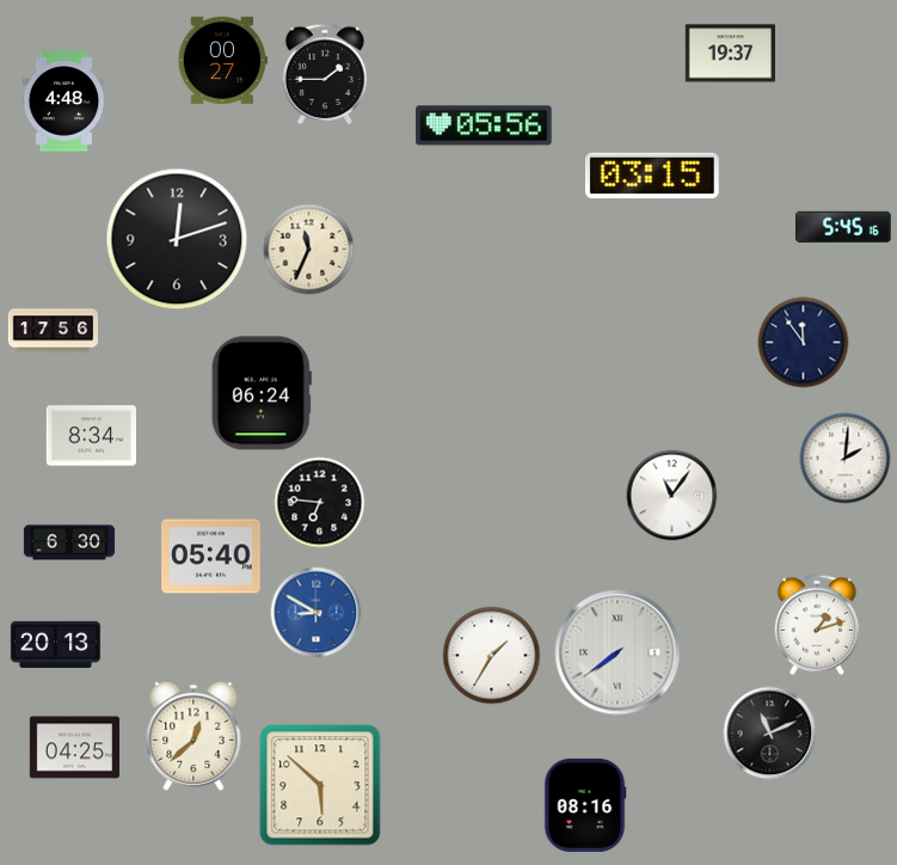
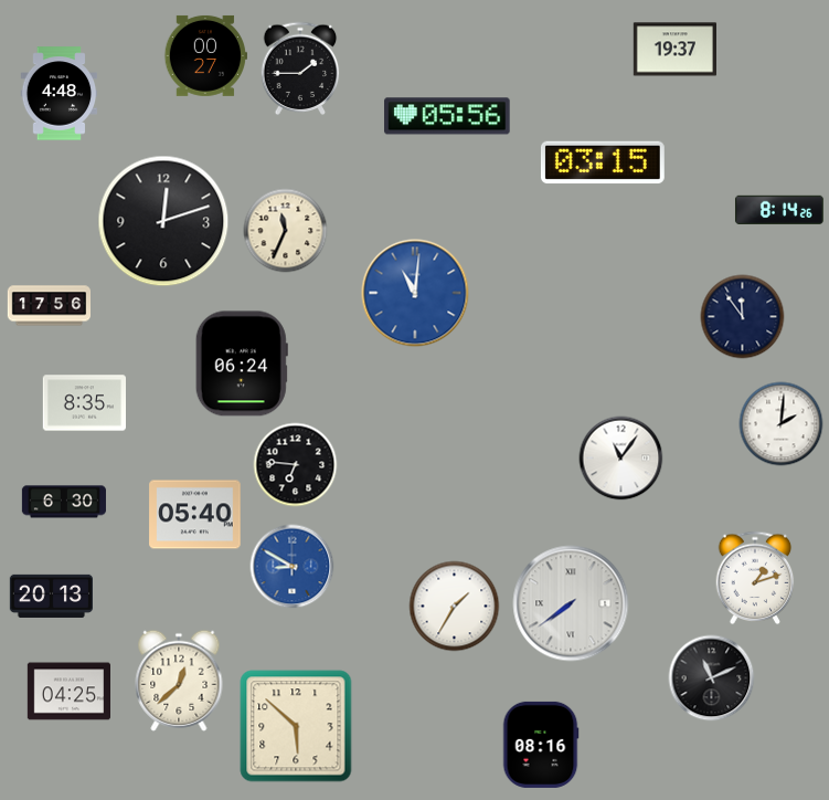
clock at (843, 227): 5:45 -> 8:14
clock at (415, 293): none -> 11:01
clock at (91, 436): 8:34 -> 8:35
